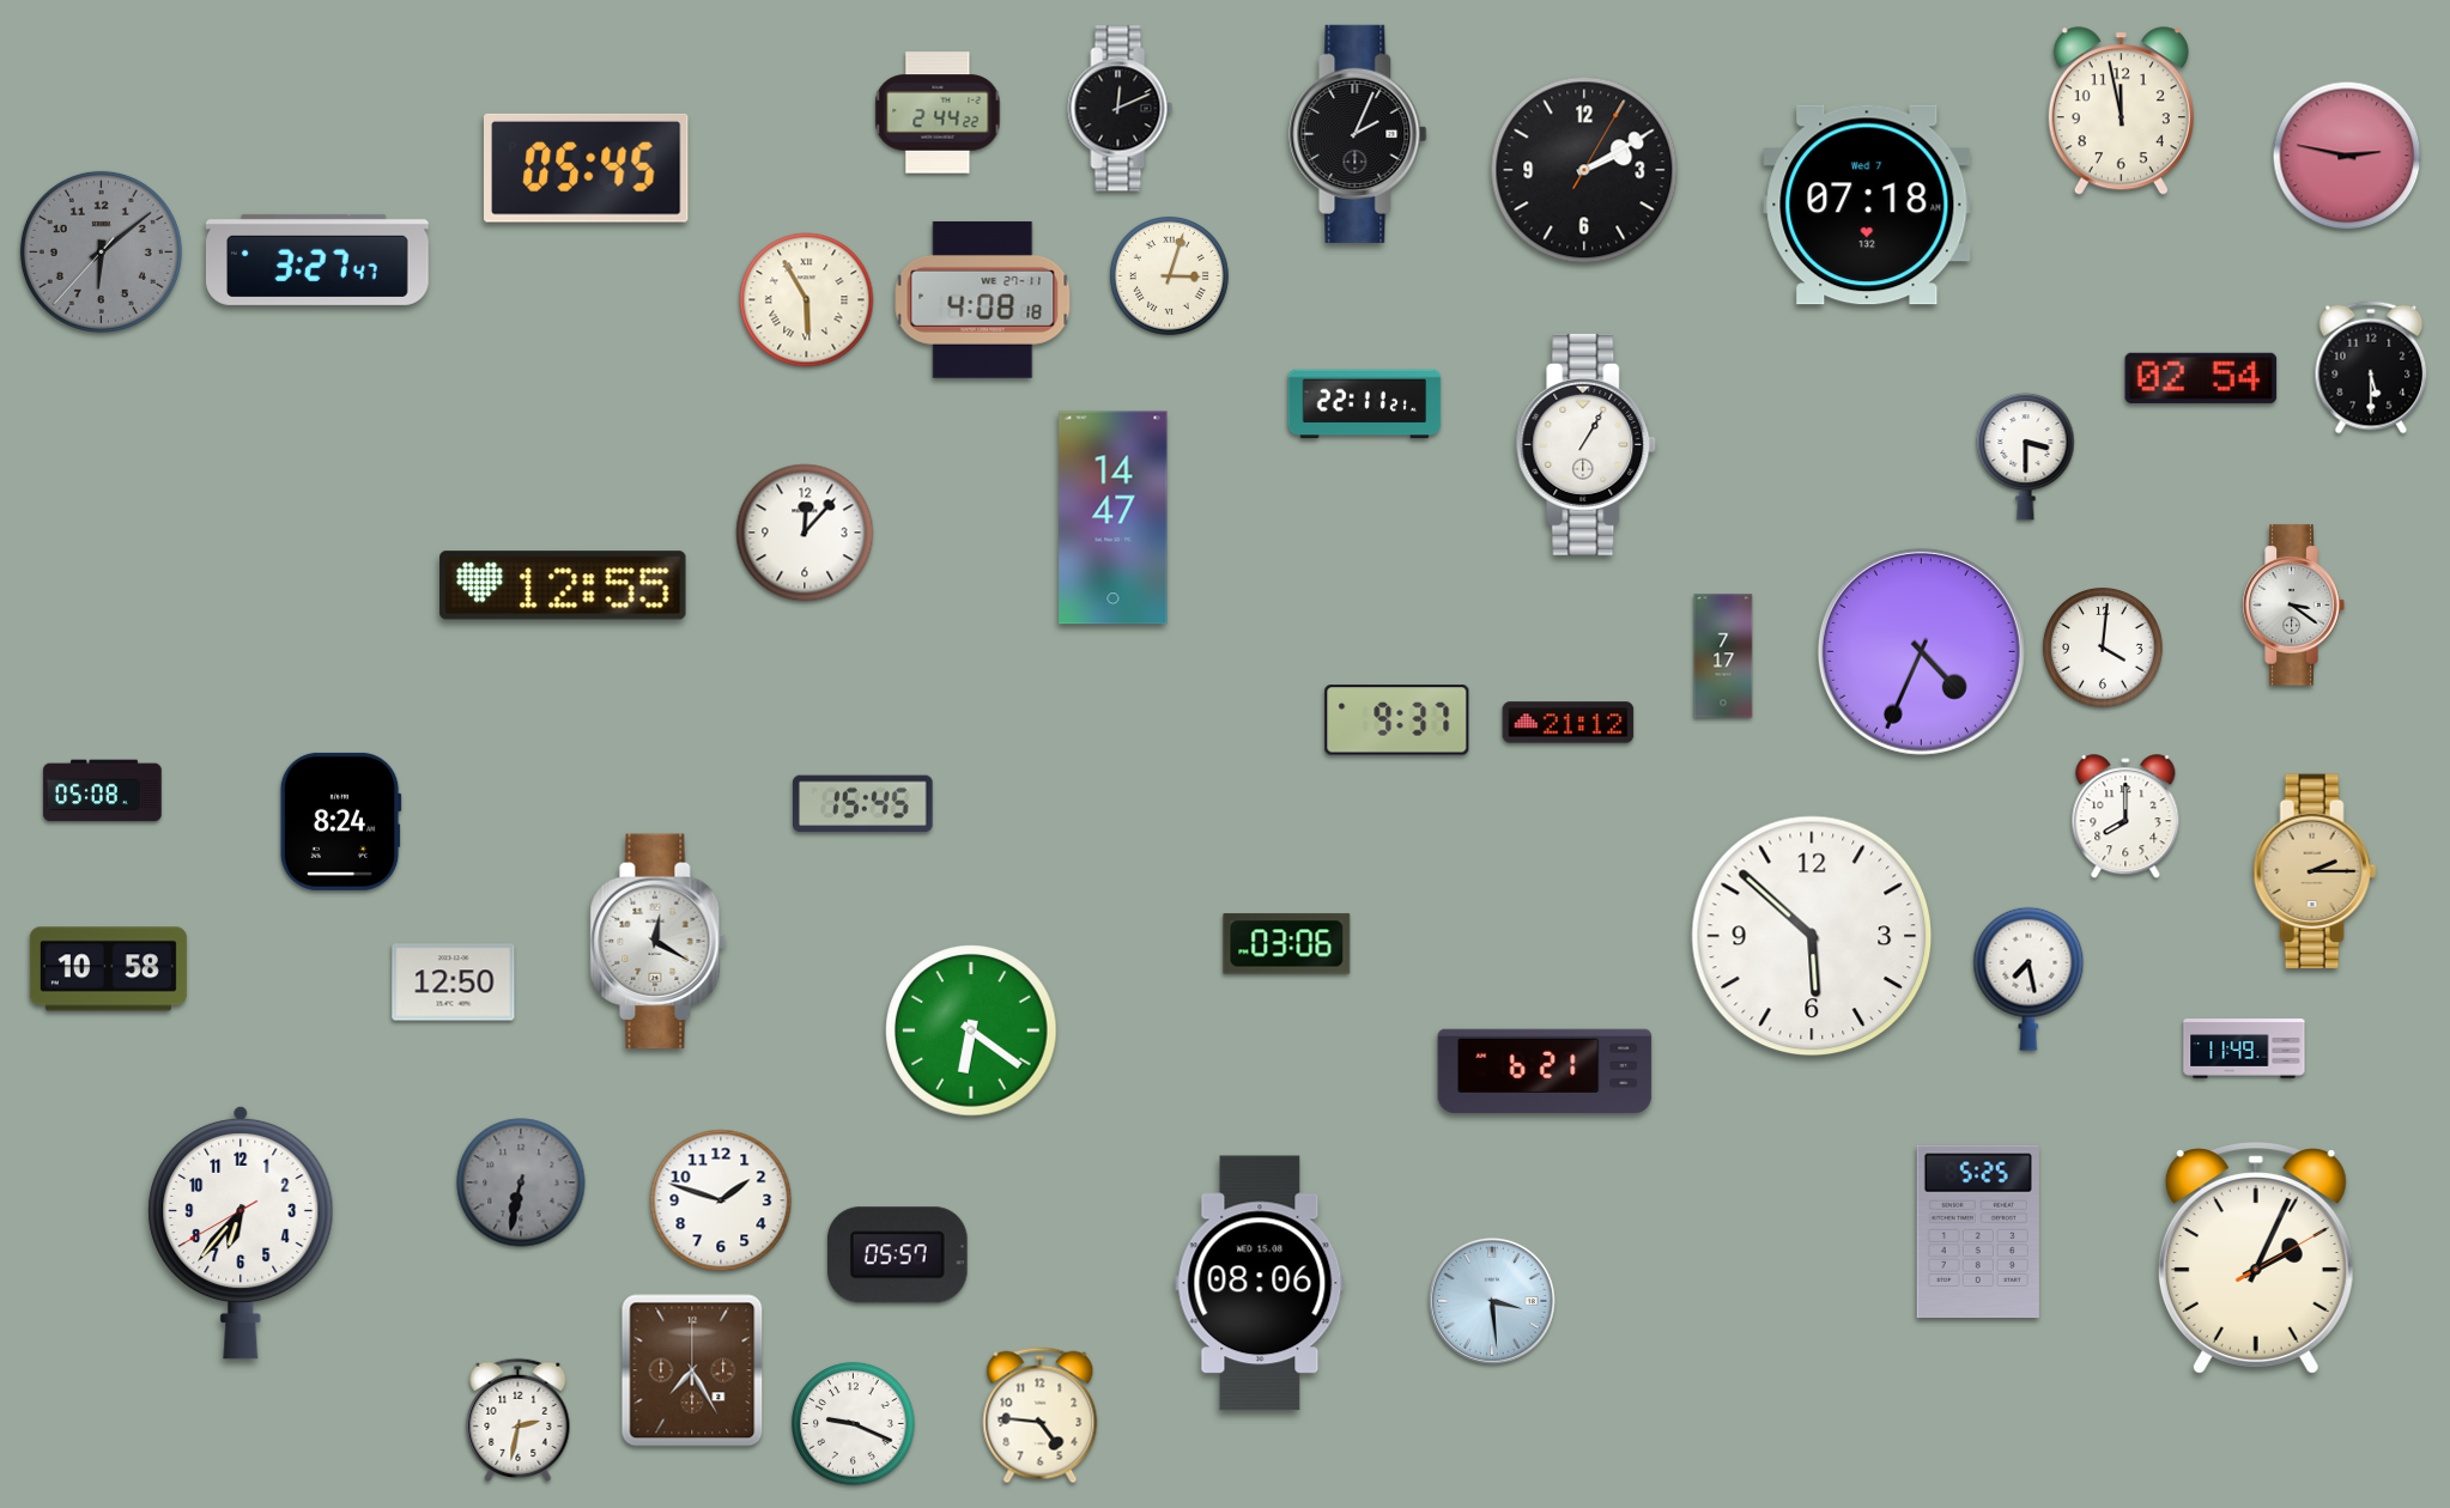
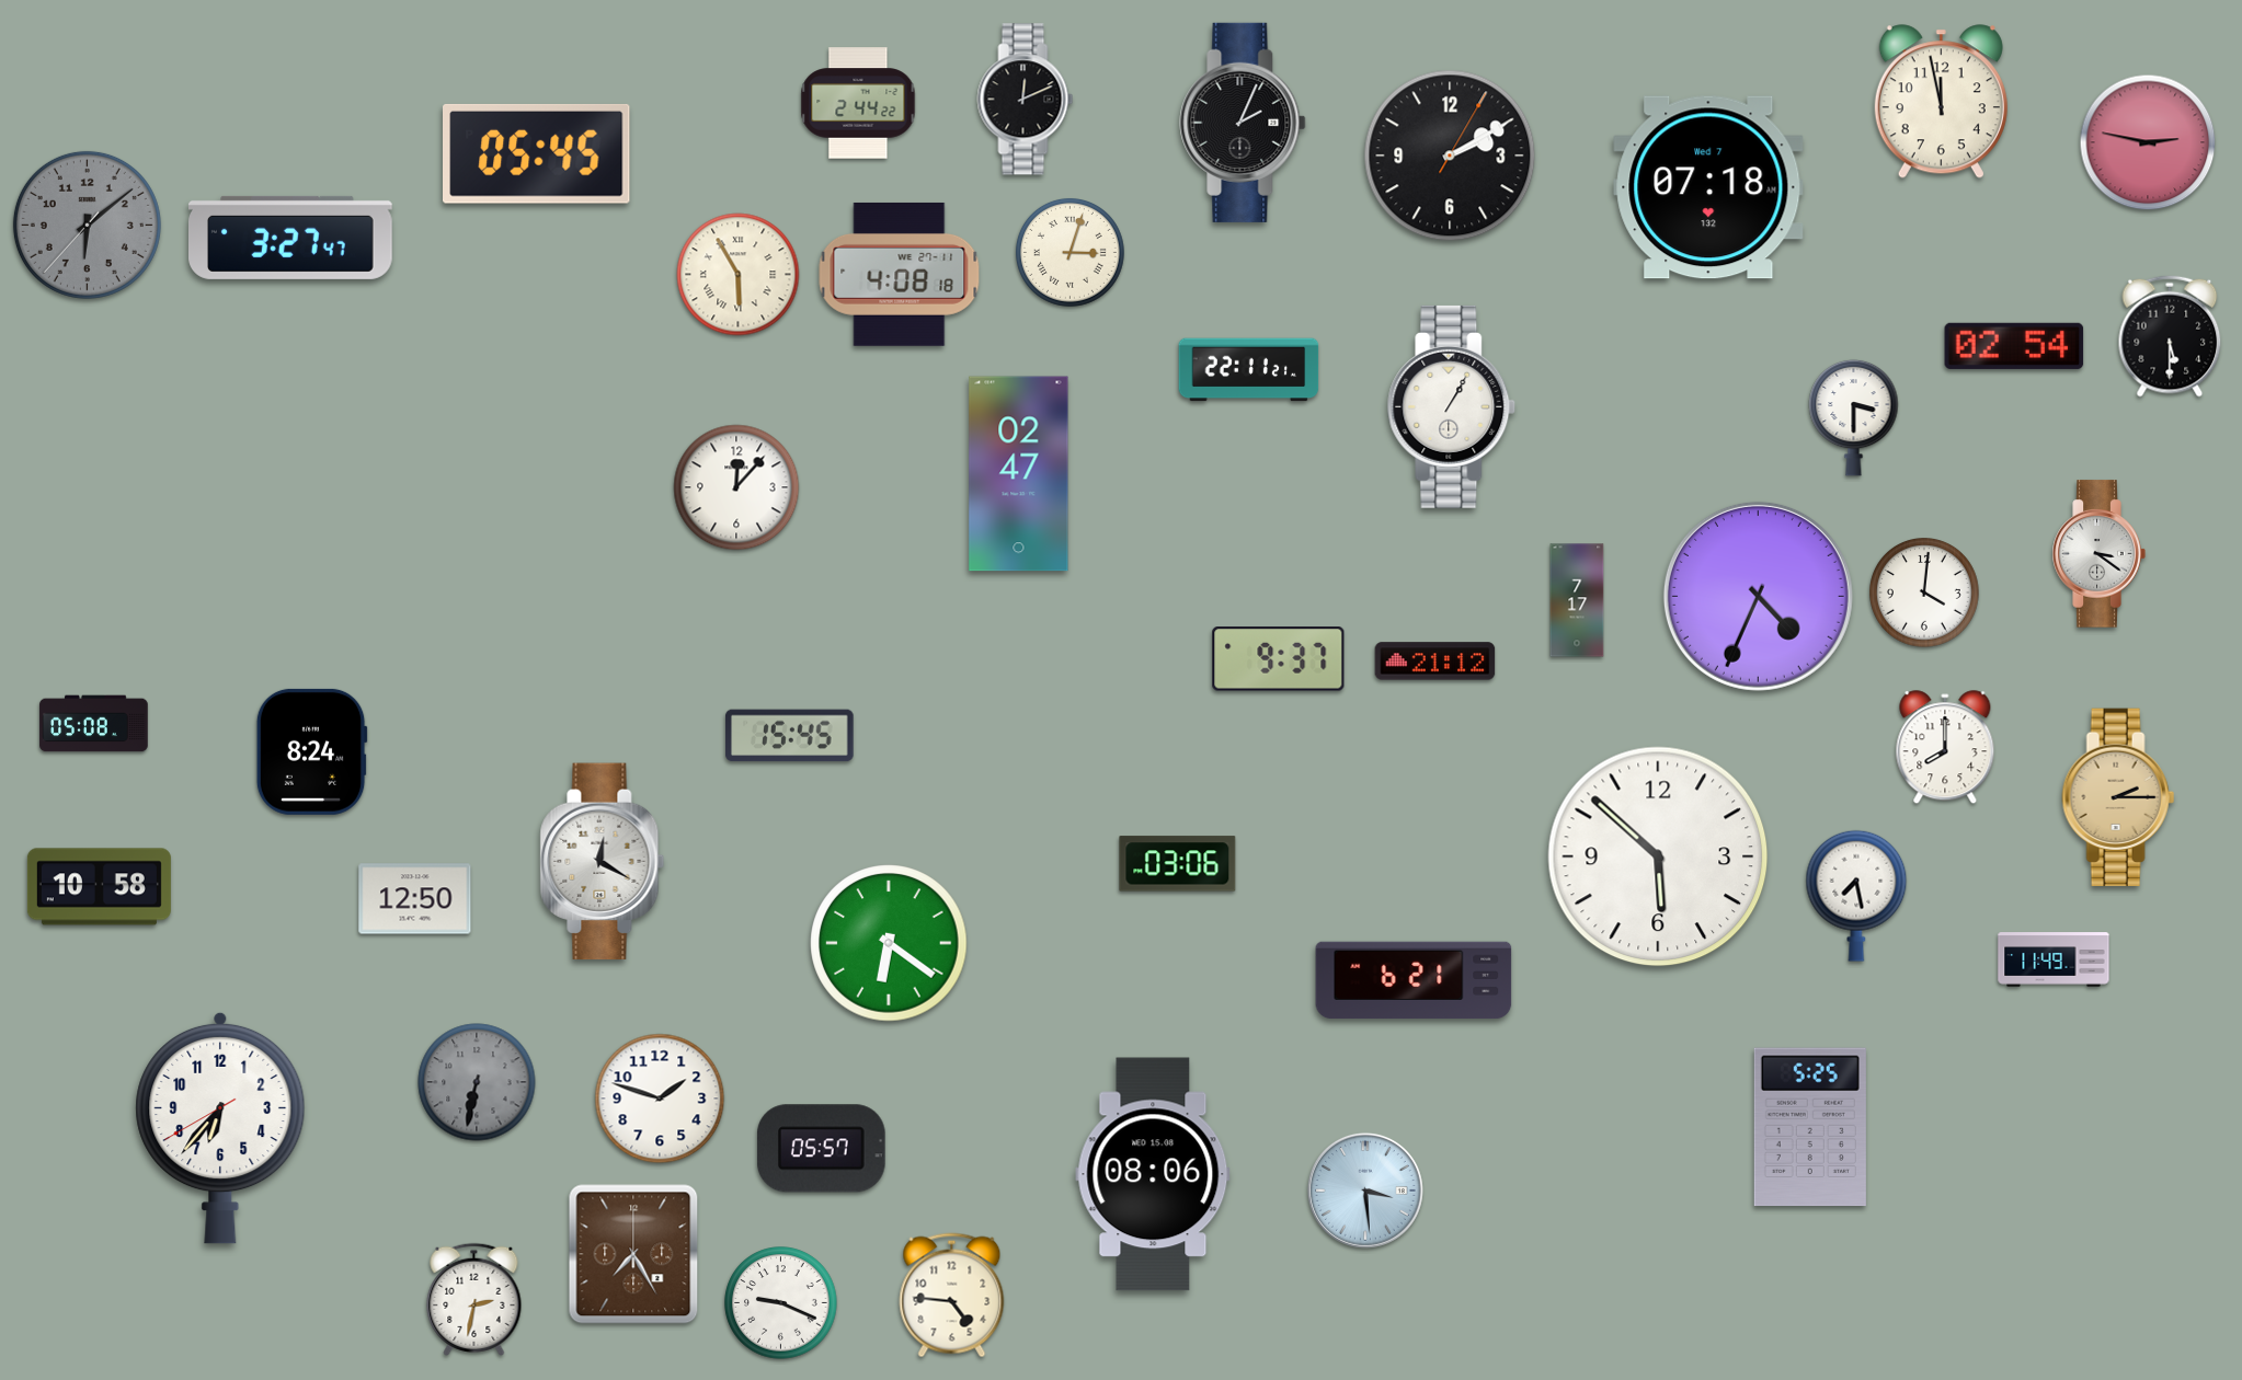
clock at (101, 251) position: (101, 251) -> (87, 225)
clock at (1114, 518): 14:47 -> 02:47
clock at (563, 585): 12:55 -> none
clock at (2256, 1258): 2:04 -> none
